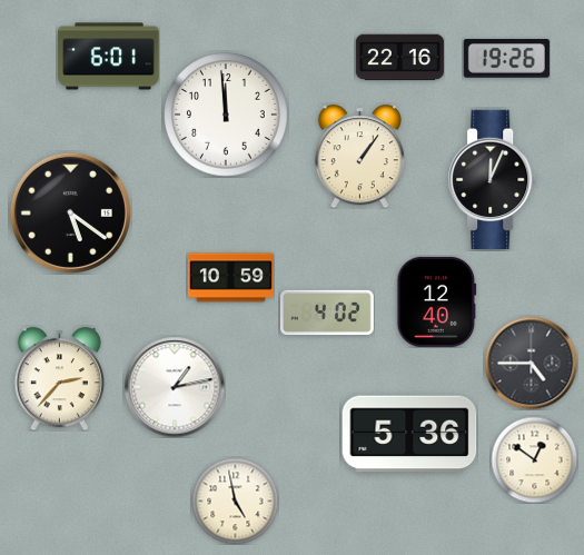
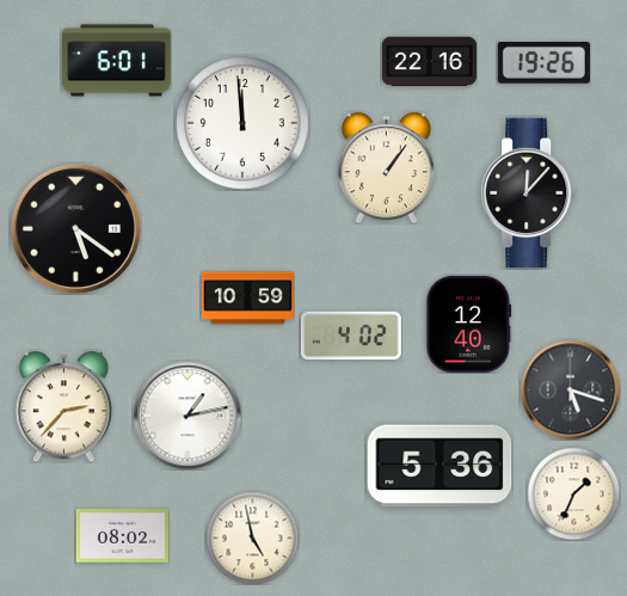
clock at (493, 180): 12:04 -> 12:07
clock at (531, 363): 4:45 -> 5:18
clock at (534, 459): 12:51 -> 1:34
clock at (122, 536): none -> 08:02
